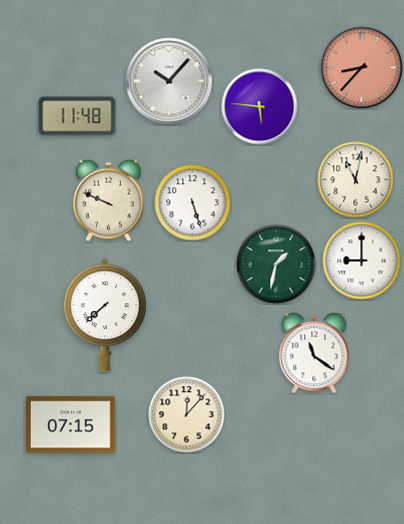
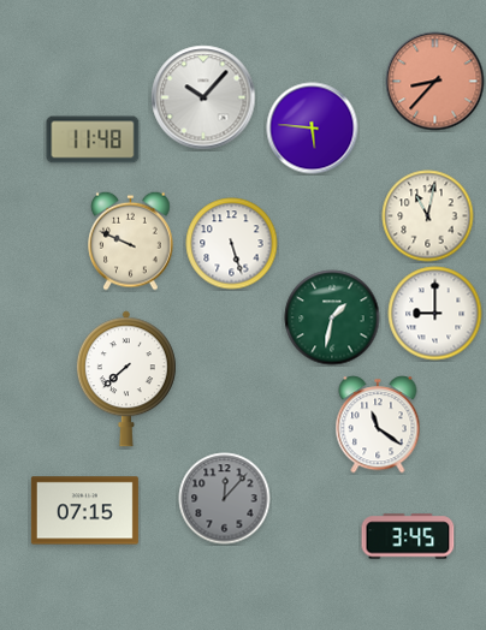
clock at (187, 415) dial: cream -> grey
clock at (408, 536): none -> 3:45
